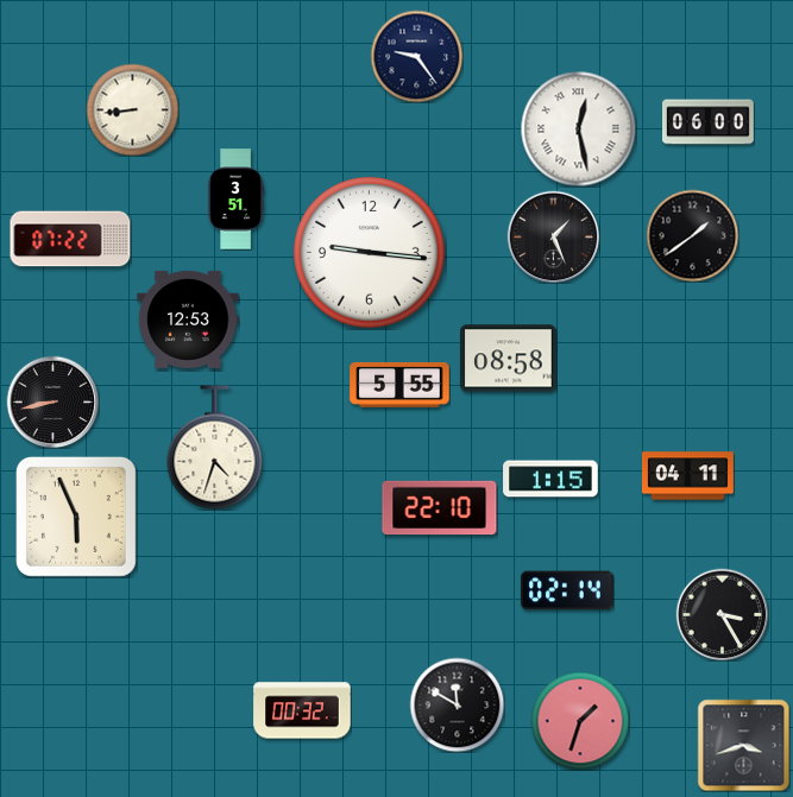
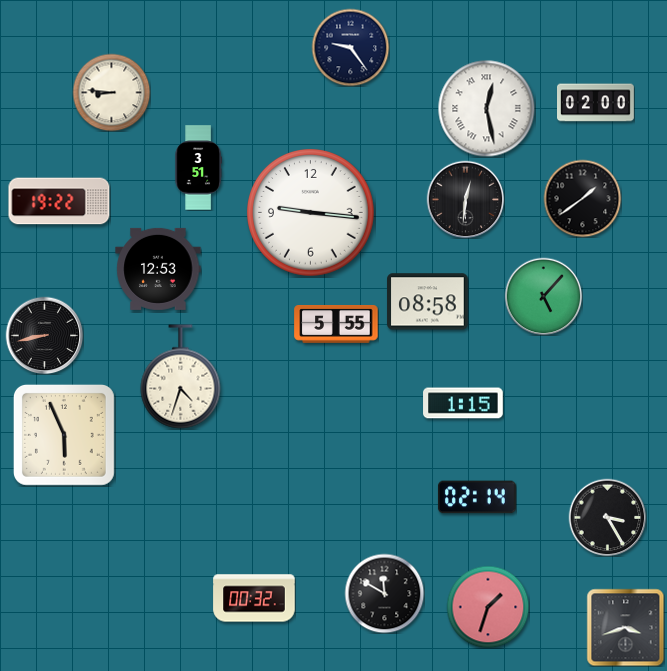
clock at (132, 109): 8:44 -> 8:46
clock at (709, 122): 06:00 -> 02:00
clock at (553, 236): 1:26 -> 12:31
clock at (70, 239): 07:22 -> 19:22
clock at (543, 296): none -> 5:07
clock at (52, 401) position: (52, 401) -> (44, 335)
clock at (688, 476): 04:11 -> none
clock at (440, 508): 22:10 -> none
